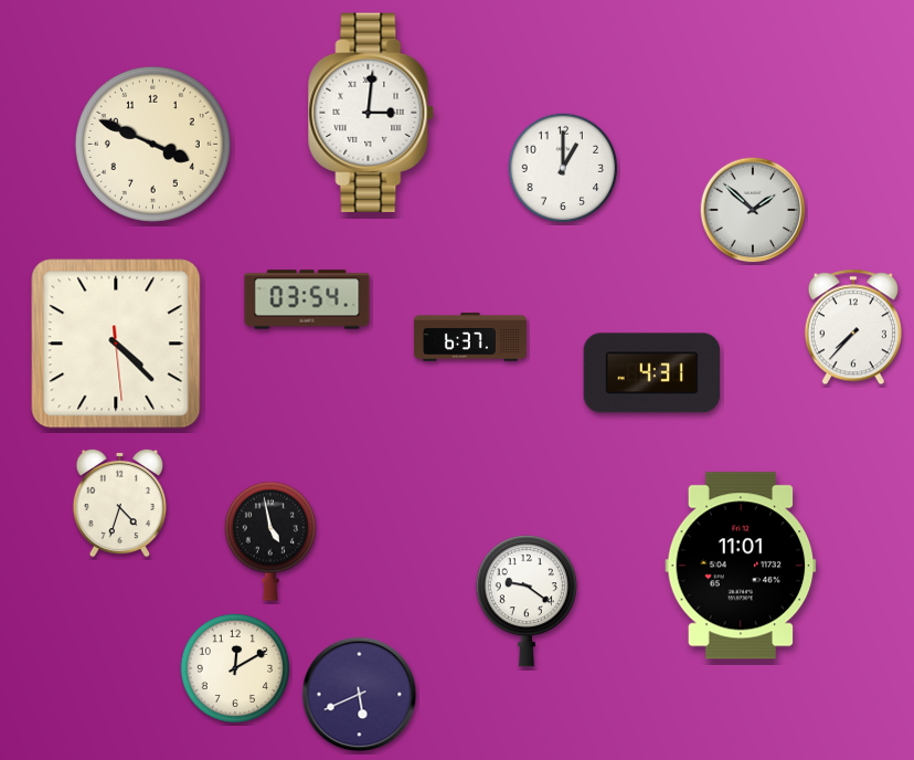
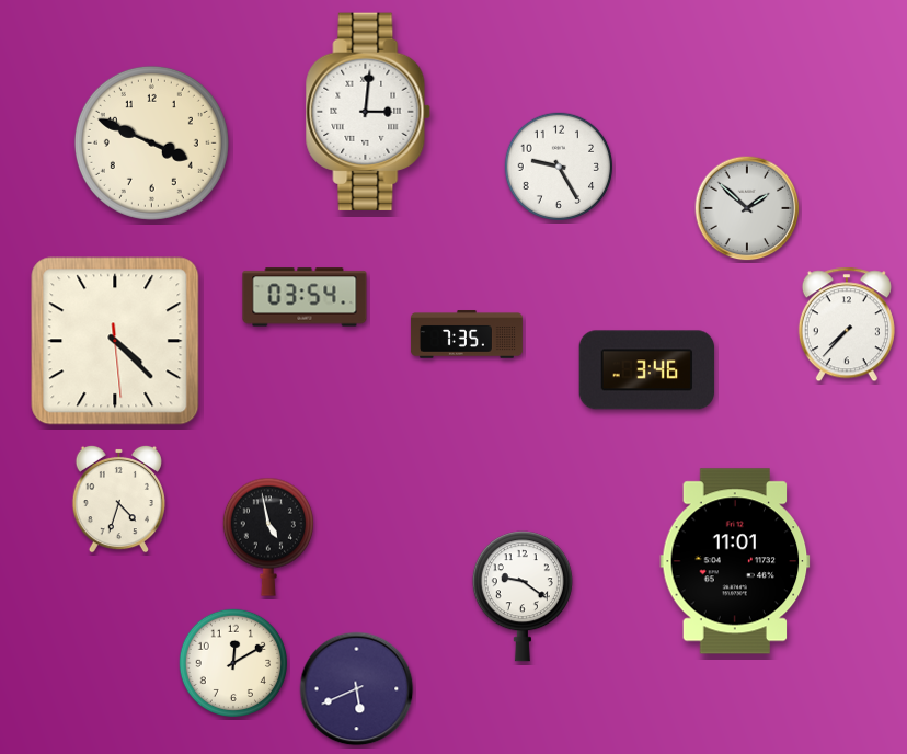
clock at (562, 167): 1:00 -> 9:25
clock at (470, 337): 6:37 -> 7:35
clock at (652, 373): 4:31 -> 3:46
